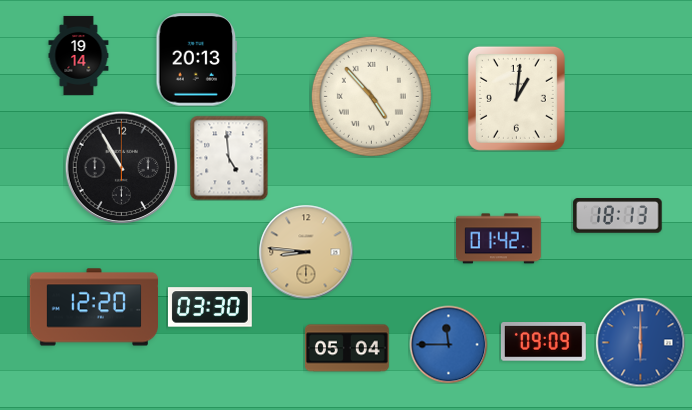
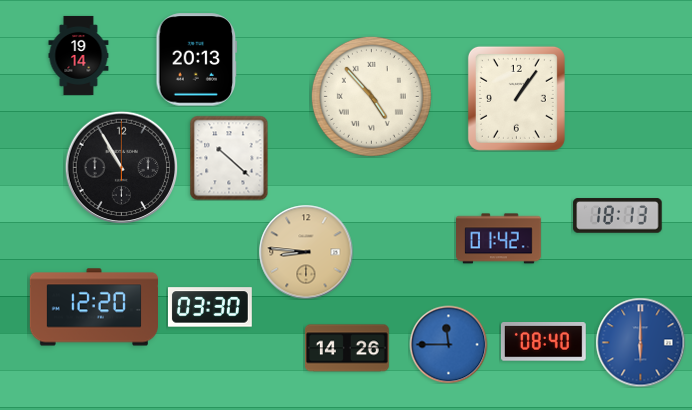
clock at (516, 98): 1:01 -> 1:06
clock at (229, 158): 4:59 -> 10:22
clock at (543, 342): 09:09 -> 08:40
clock at (347, 348): 05:04 -> 14:26
